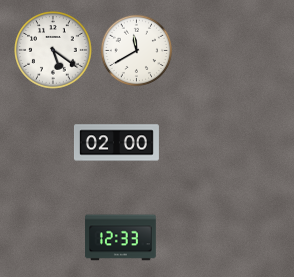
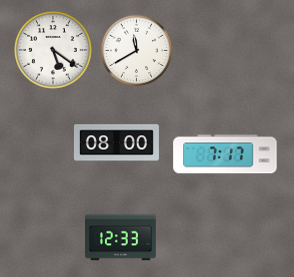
clock at (116, 143): 02:00 -> 08:00
clock at (225, 154): none -> 7:17
